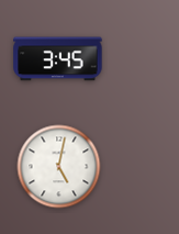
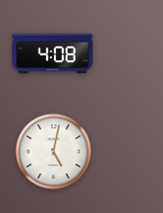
clock at (58, 59): 3:45 -> 4:08
